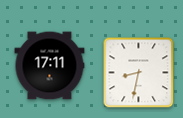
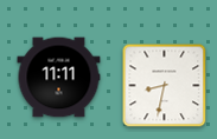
clock at (50, 66): 17:11 -> 11:11
